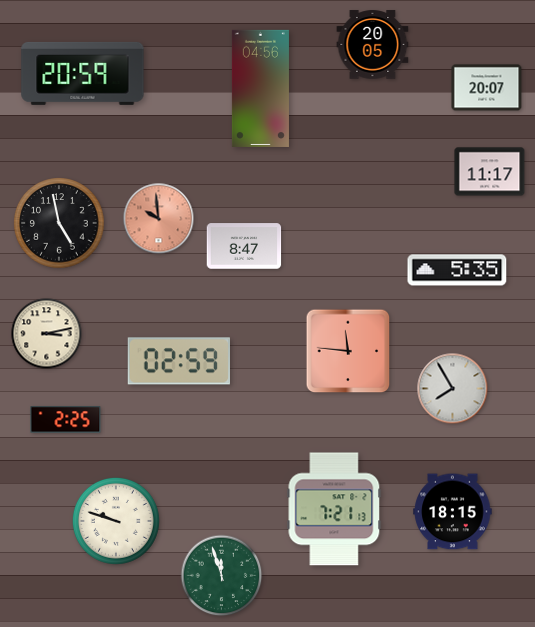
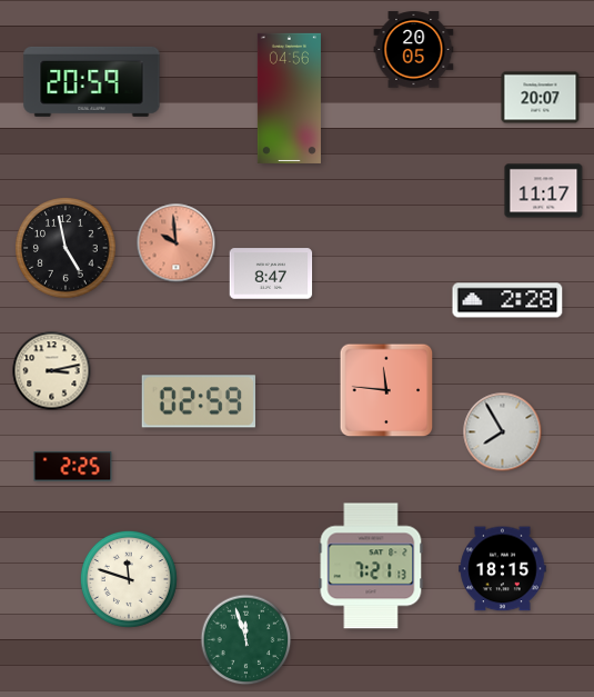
clock at (457, 270): 5:35 -> 2:28
clock at (116, 521): 9:48 -> 11:48
